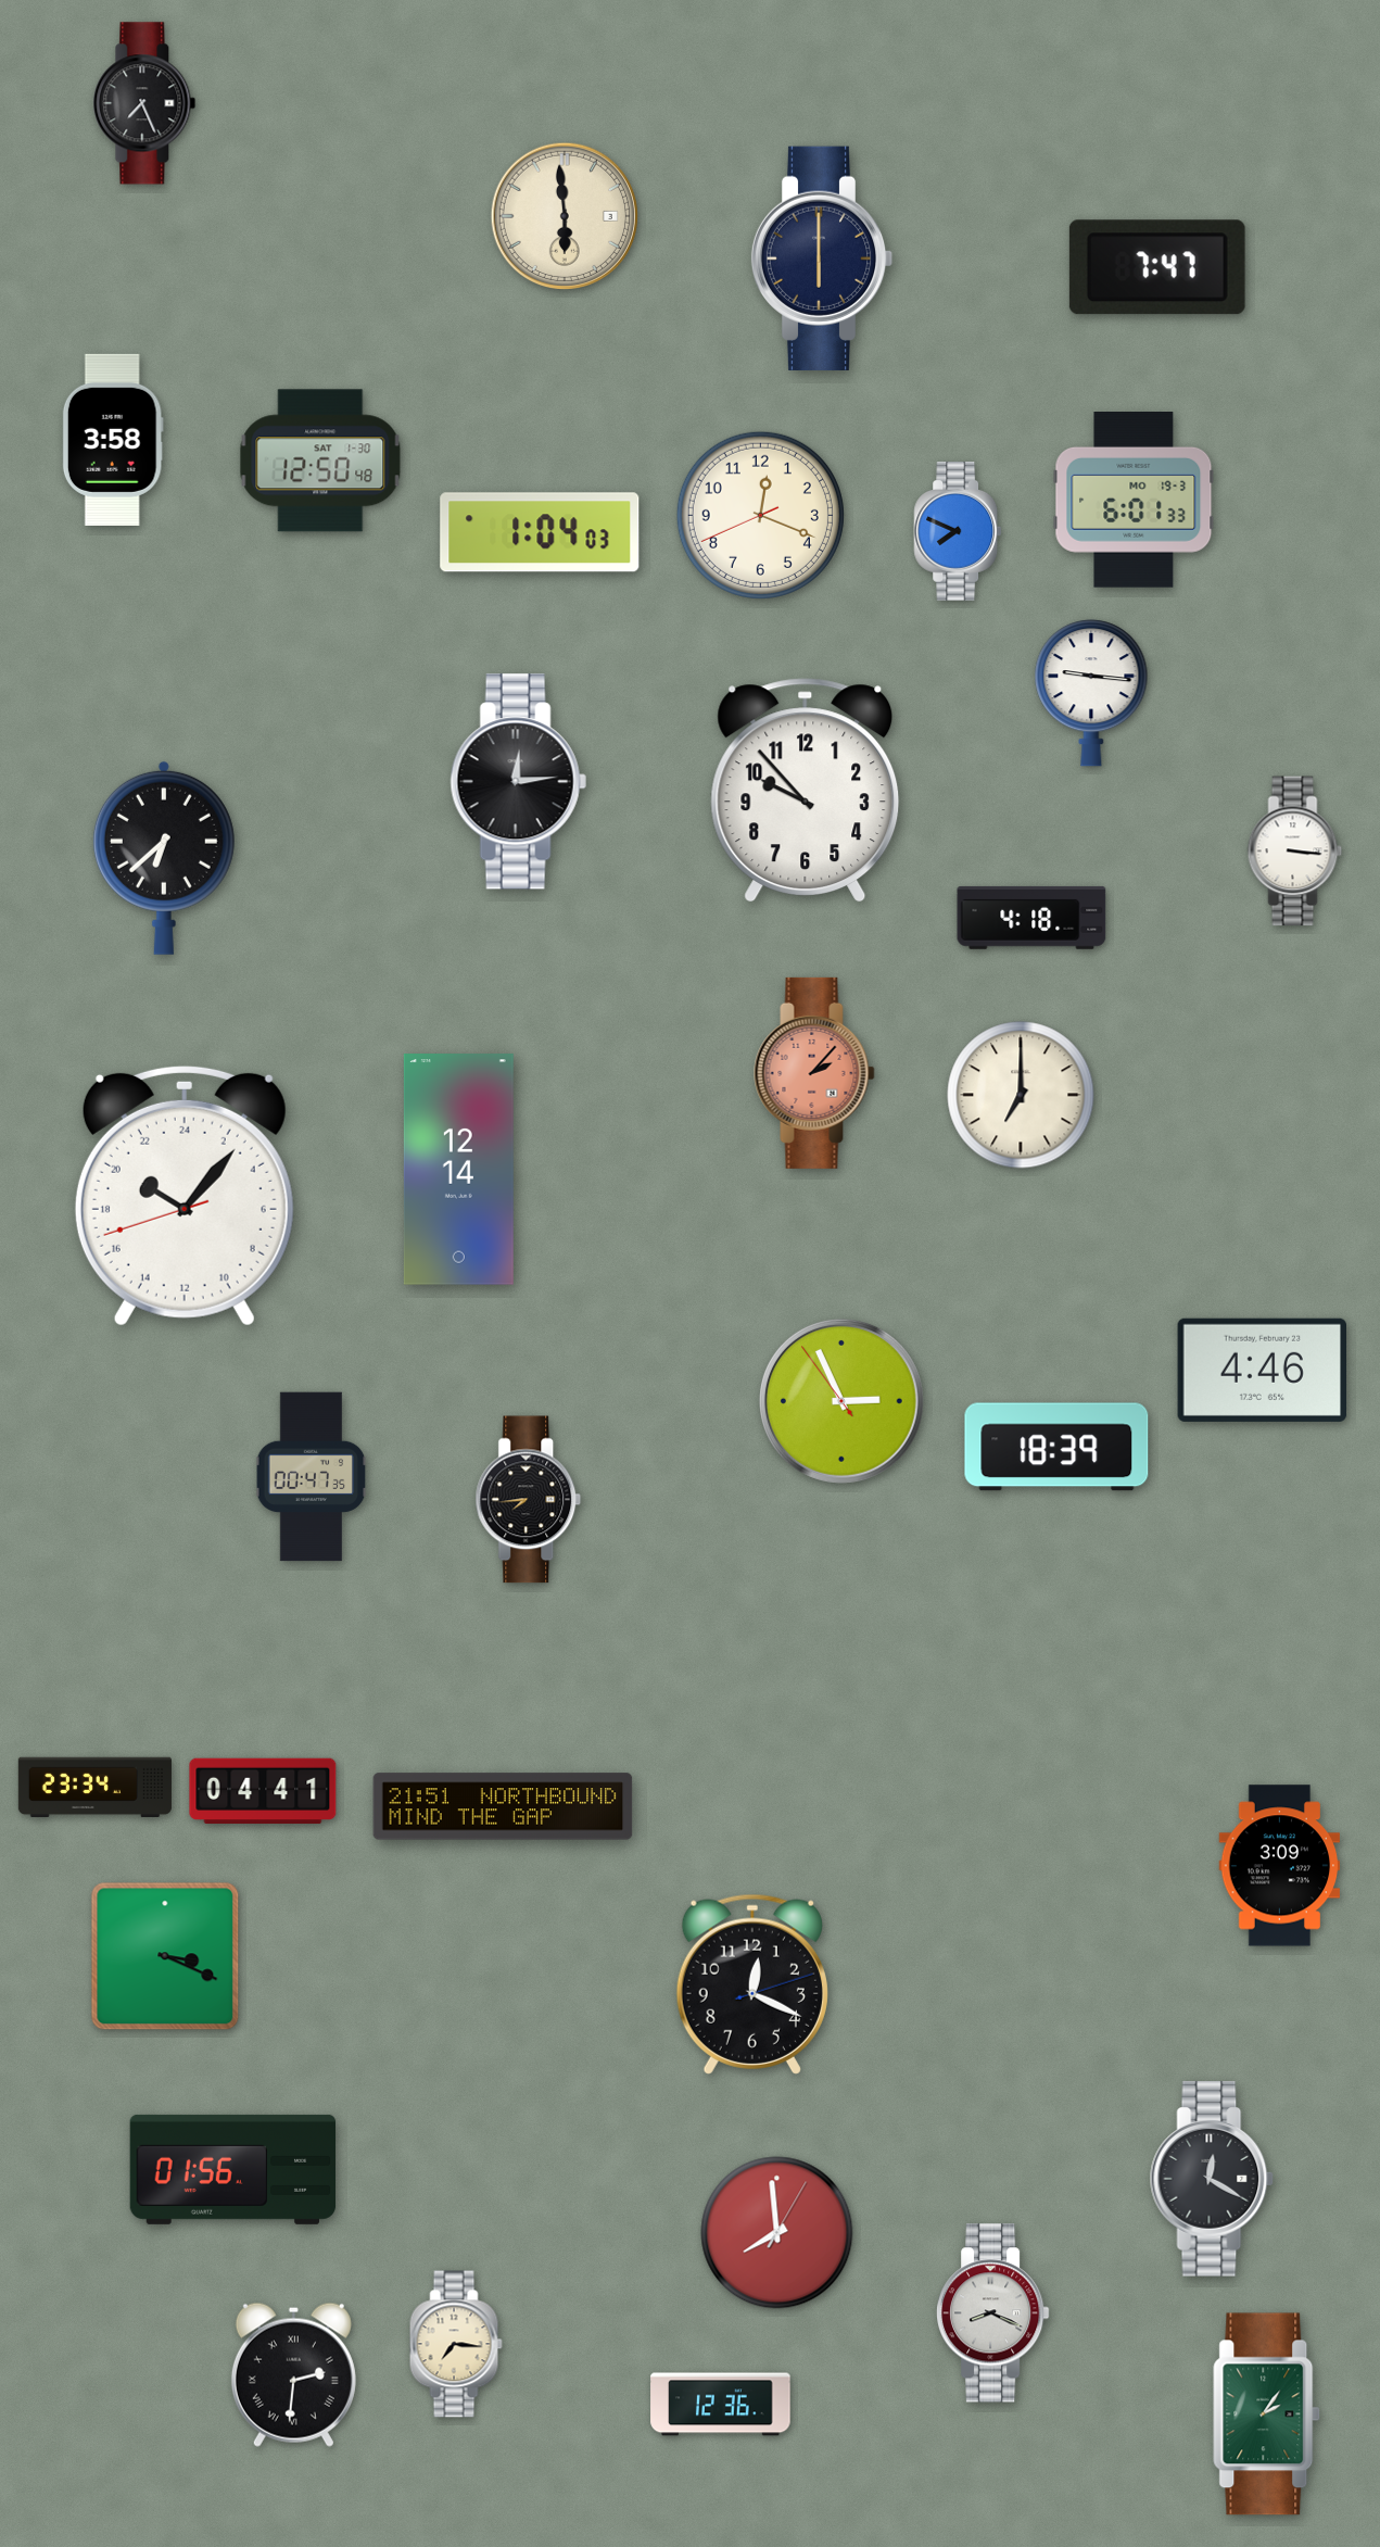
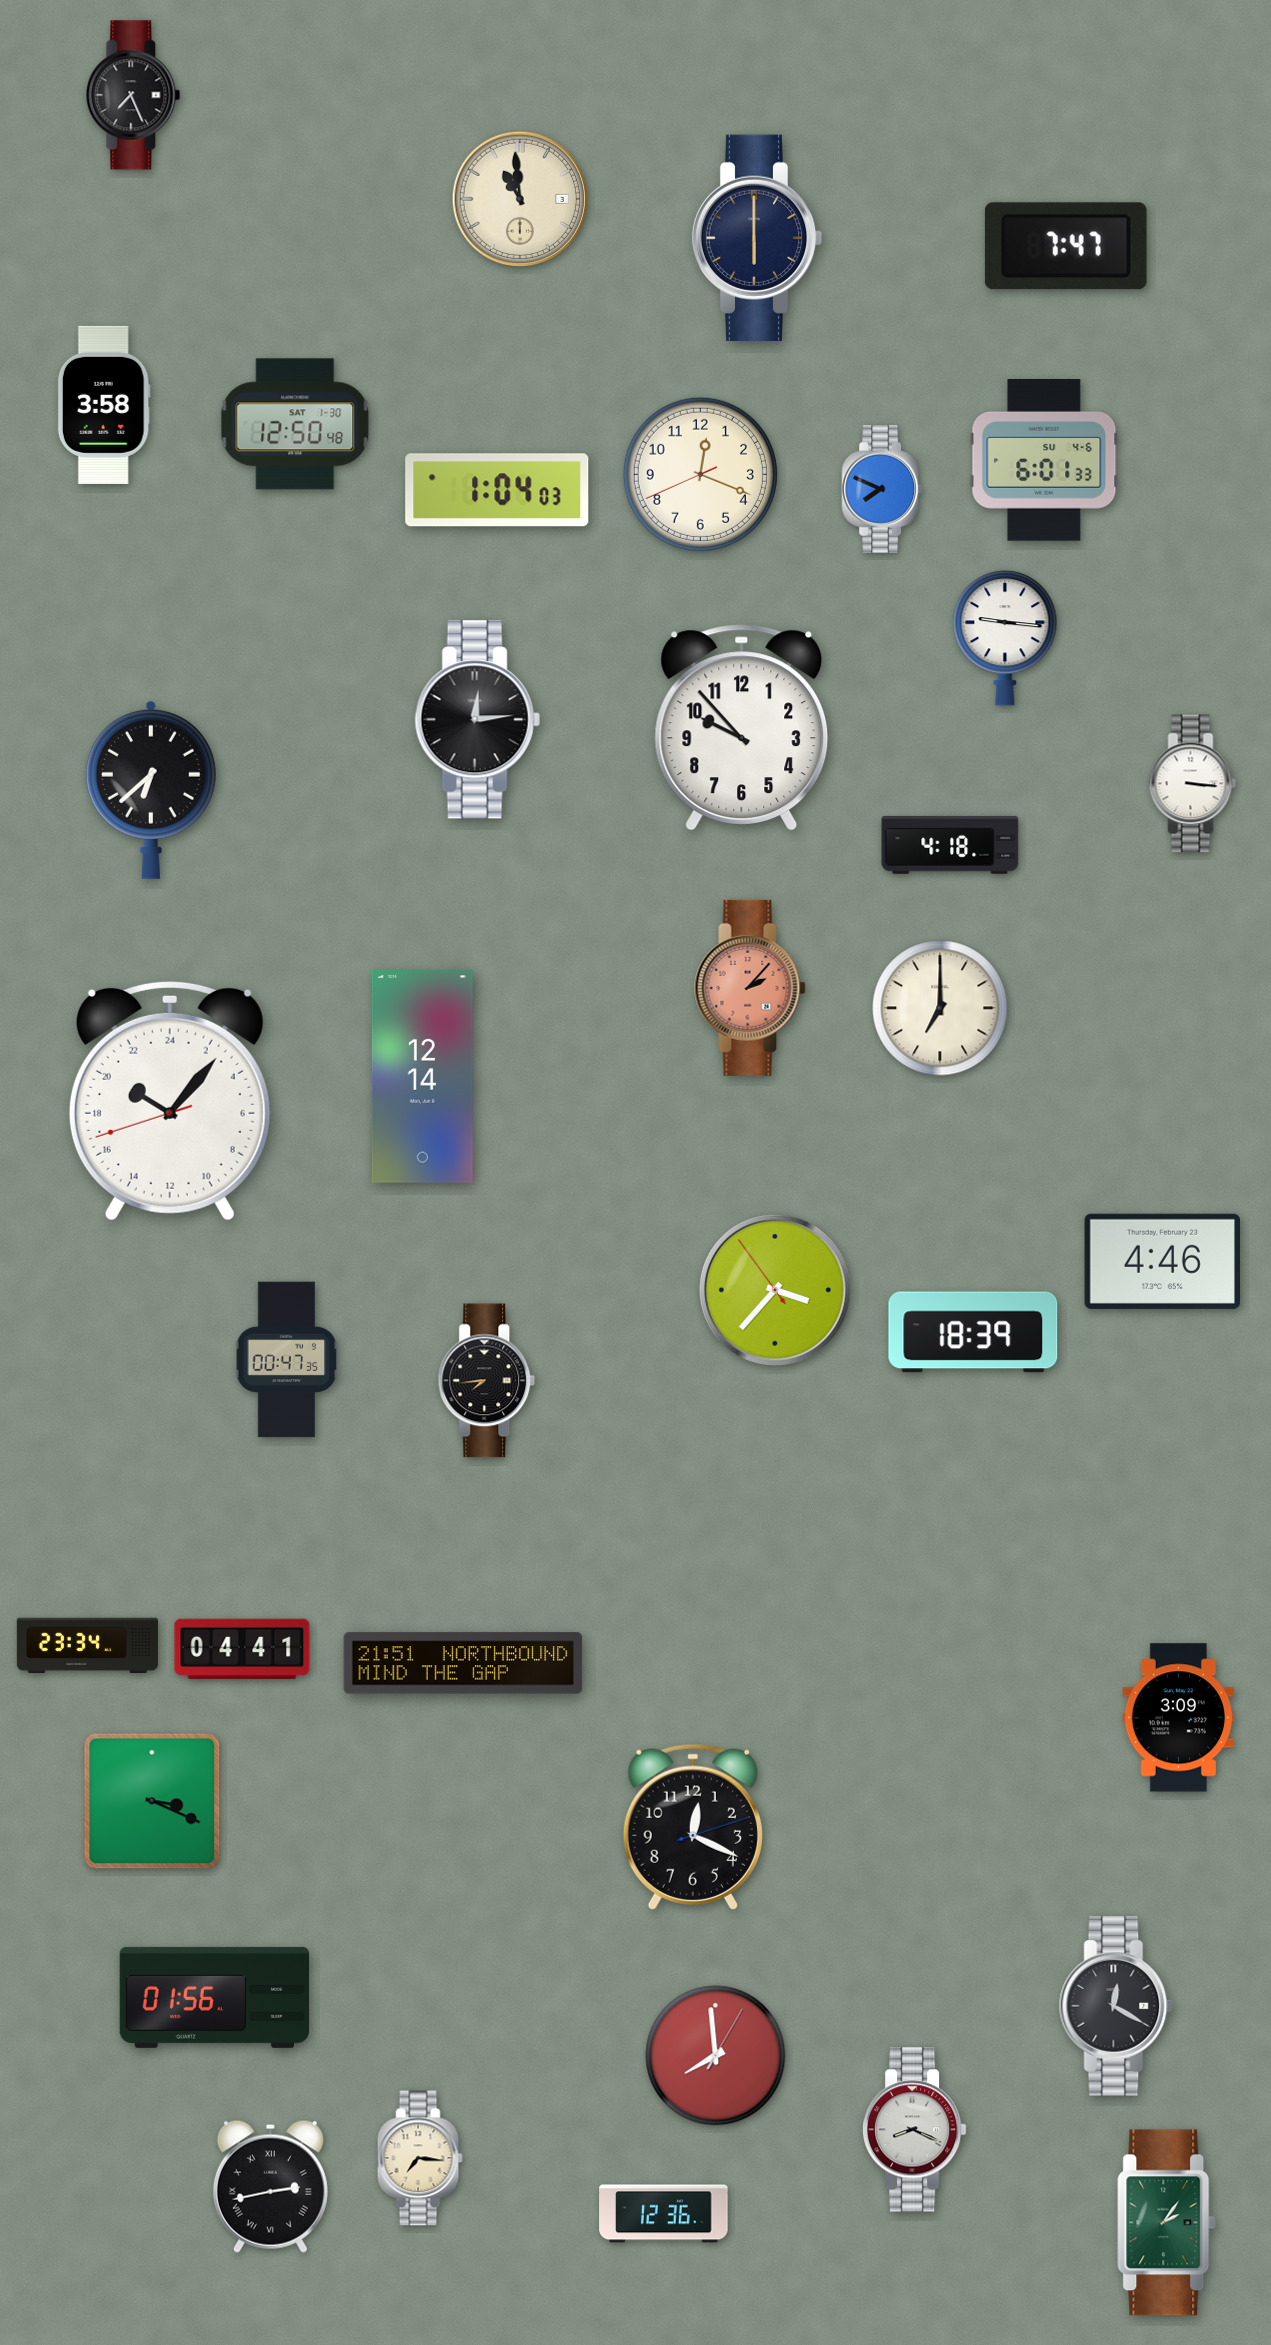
clock at (564, 215): 5:59 -> 10:59
clock at (1134, 501) date: MO 19-3 -> SU 4-6
clock at (841, 1401): 2:55 -> 3:36
clock at (293, 2374): 2:31 -> 2:43
